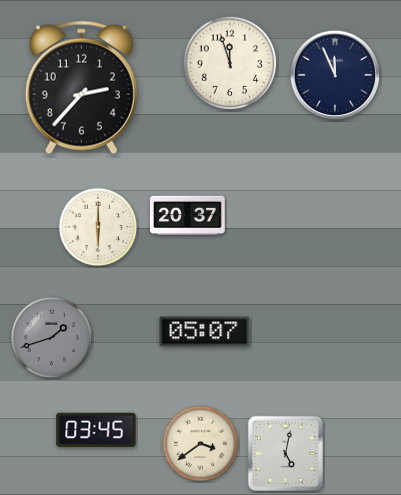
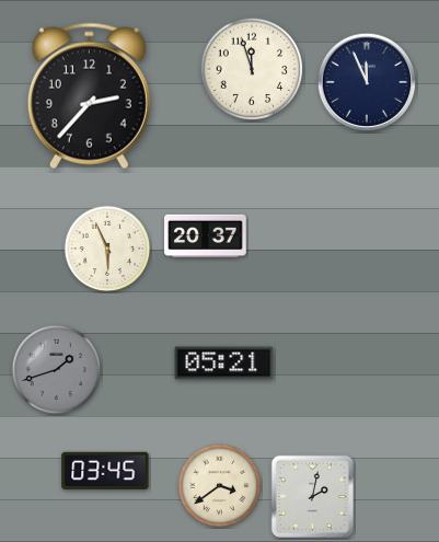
clock at (98, 227): 6:00 -> 5:56
clock at (205, 332): 05:07 -> 05:21
clock at (285, 453): 5:02 -> 2:02
